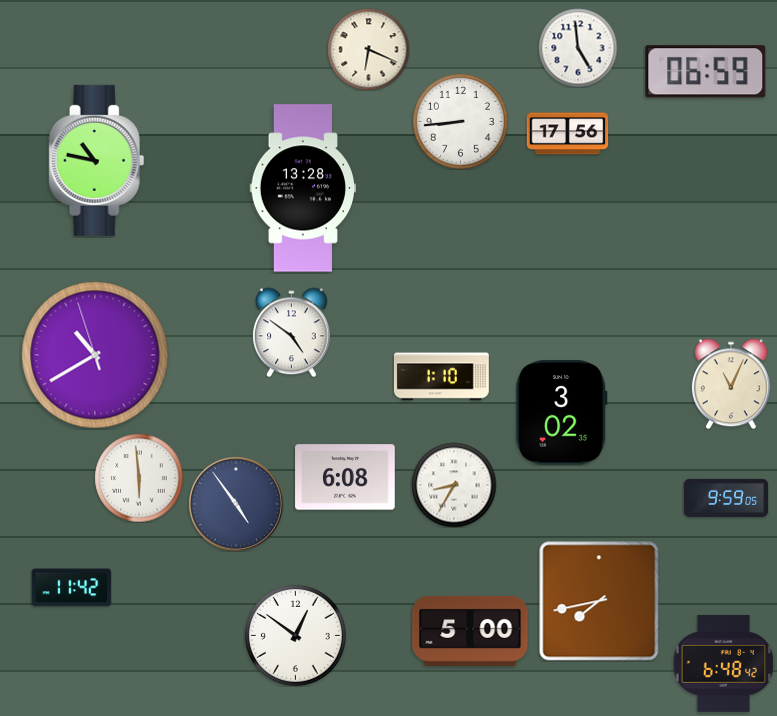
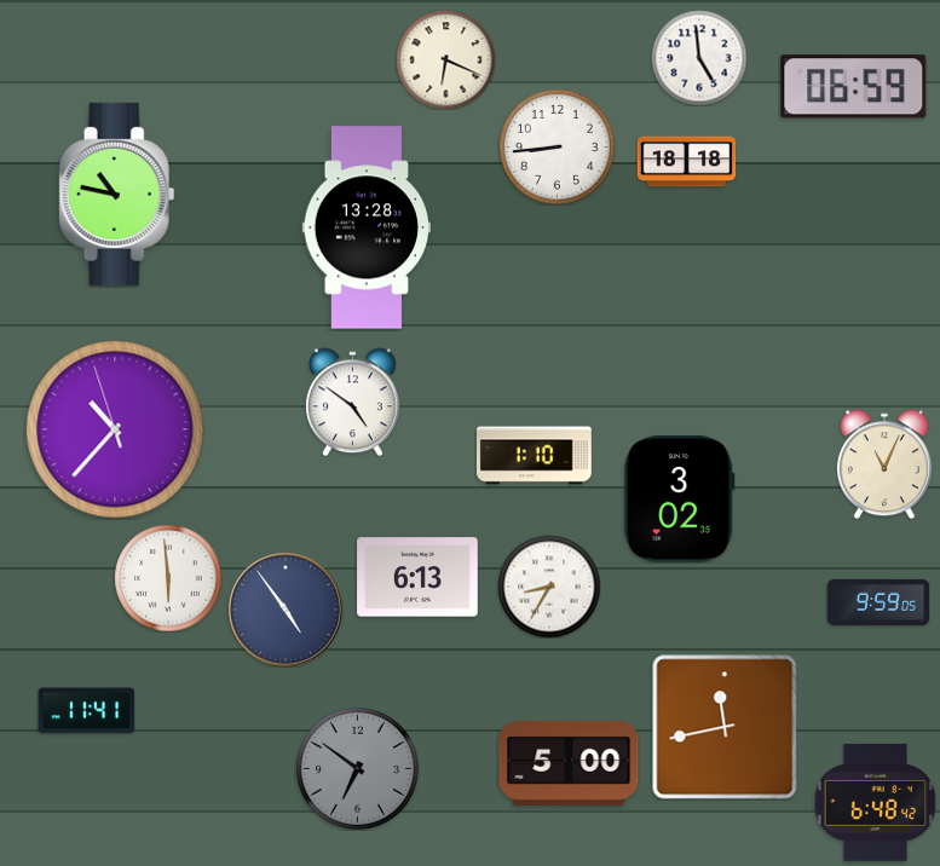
clock at (567, 134): 17:56 -> 18:18
clock at (95, 355): 10:39 -> 10:36
clock at (345, 477): 6:08 -> 6:13
clock at (71, 588): 11:42 -> 11:41
clock at (599, 601): 7:43 -> 11:43
clock at (295, 635): 12:51 -> 6:51
clock at (295, 635) dial: white -> grey
